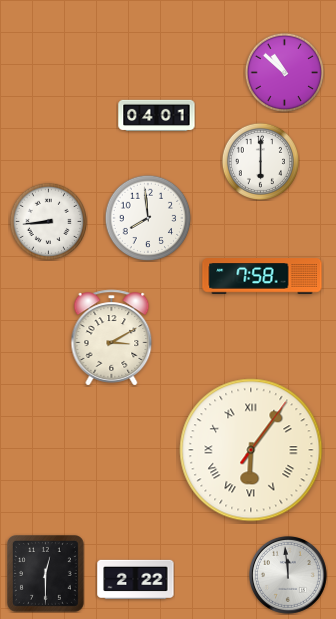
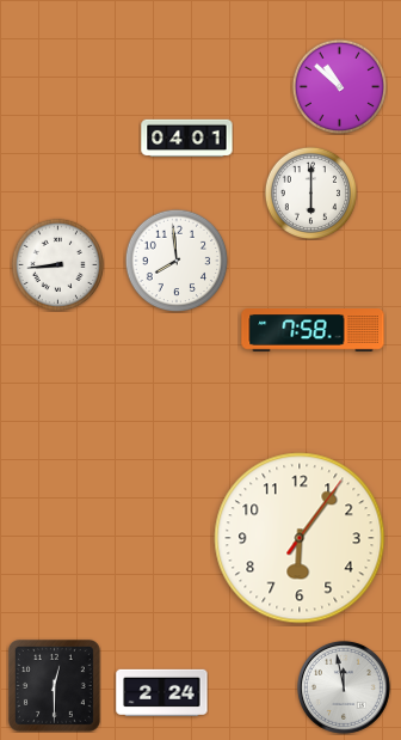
clock at (112, 338): 3:10 -> none
clock at (251, 450) numerals: Roman -> Arabic
clock at (288, 575): 11:59 -> 11:58
clock at (136, 579): 2:22 -> 2:24
